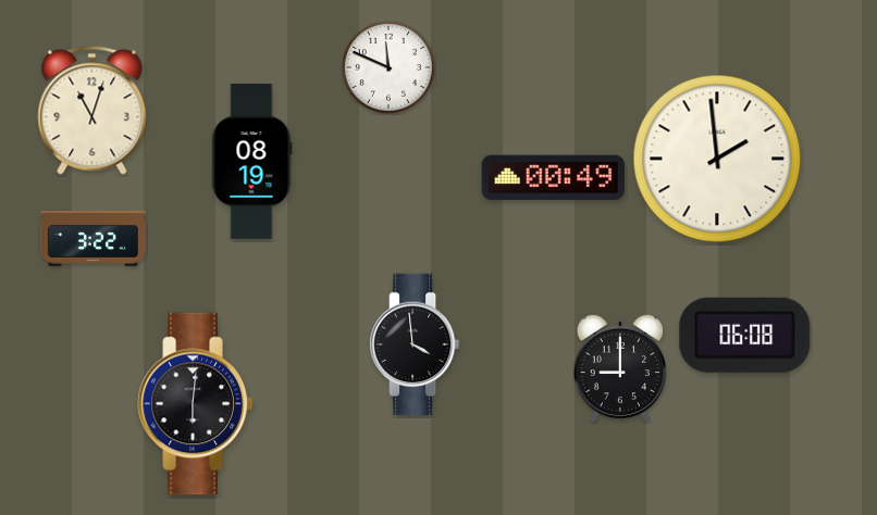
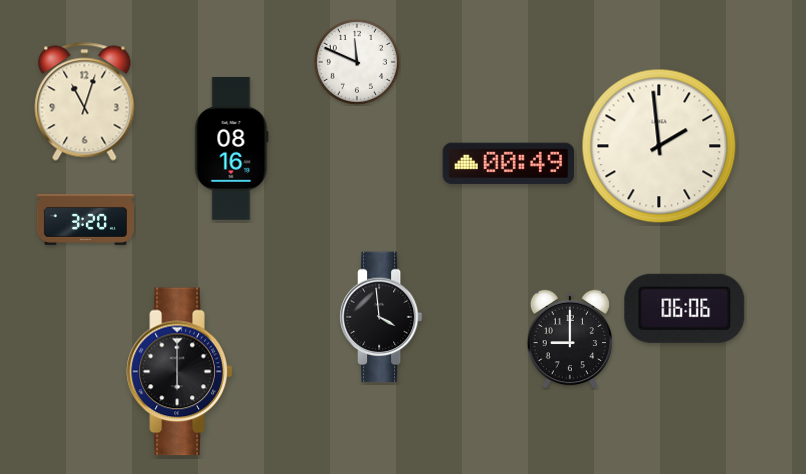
clock at (252, 162): 08:19 -> 08:16
clock at (92, 238): 3:22 -> 3:20
clock at (745, 335): 06:08 -> 06:06
clock at (196, 404): 6:01 -> 6:00
